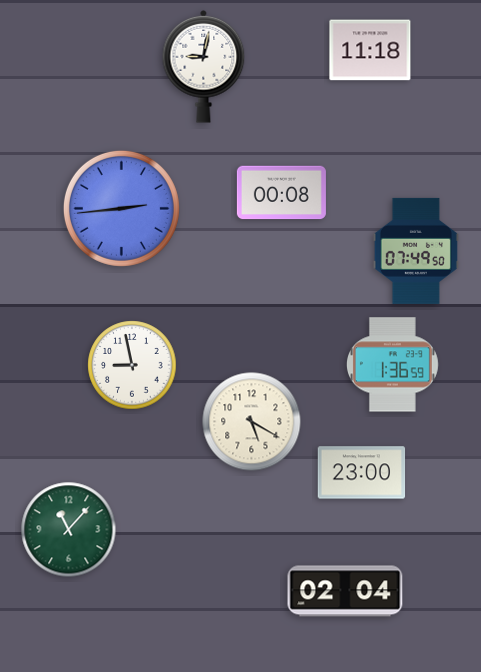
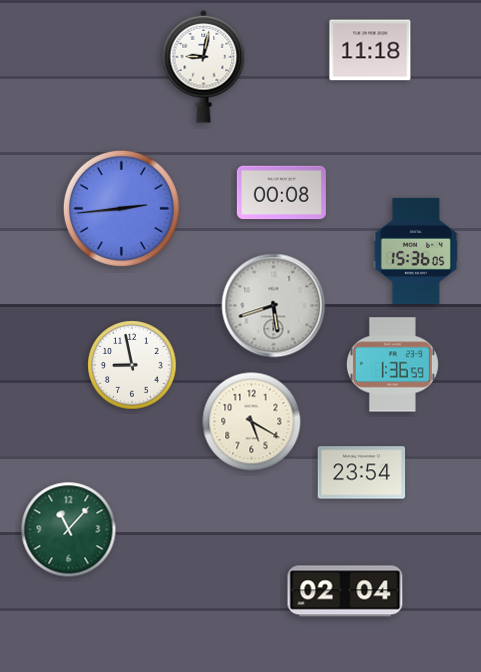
clock at (416, 251): 07:49 -> 15:36
clock at (274, 306): none -> 5:42
clock at (362, 473): 23:00 -> 23:54
